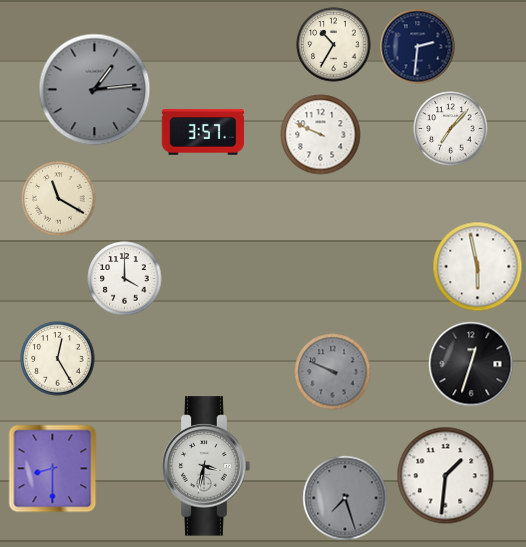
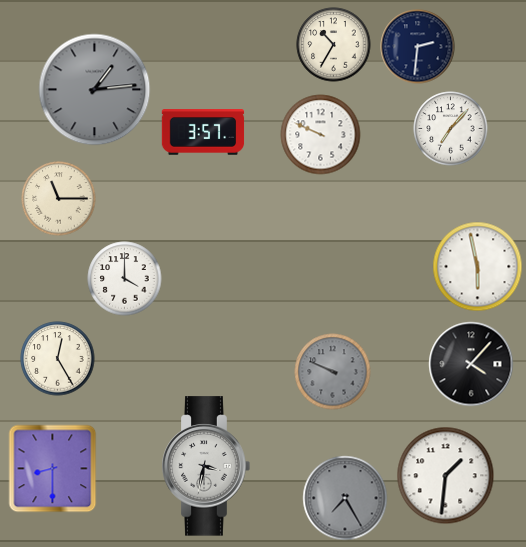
clock at (59, 199): 11:20 -> 11:15
clock at (471, 364): 12:33 -> 4:07
clock at (345, 498): 7:27 -> 7:25
